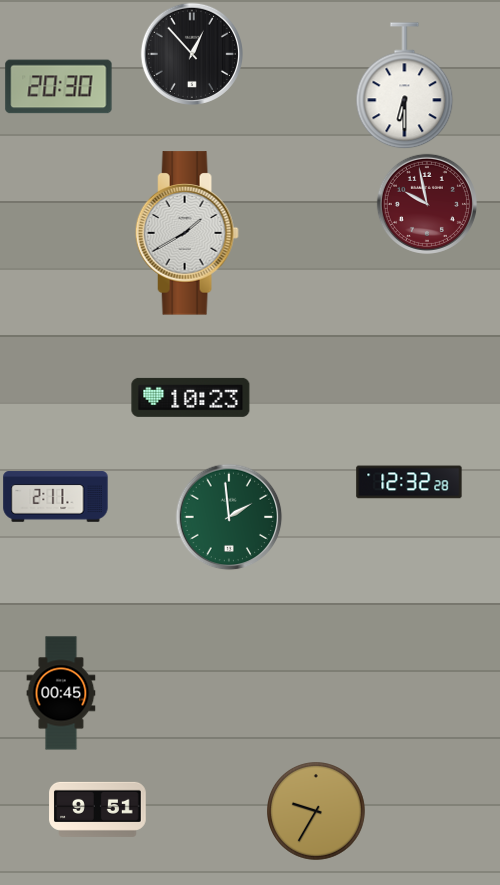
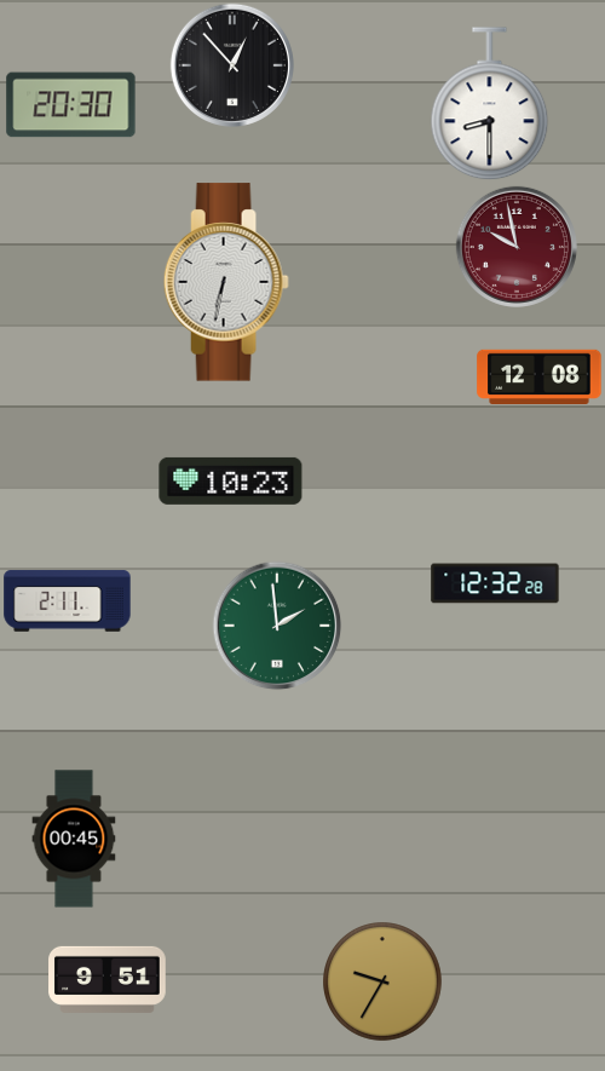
clock at (405, 86): 6:30 -> 8:30
clock at (187, 233): 1:40 -> 6:32
clock at (540, 376): none -> 12:08
clock at (98, 809) position: (98, 809) -> (108, 979)
